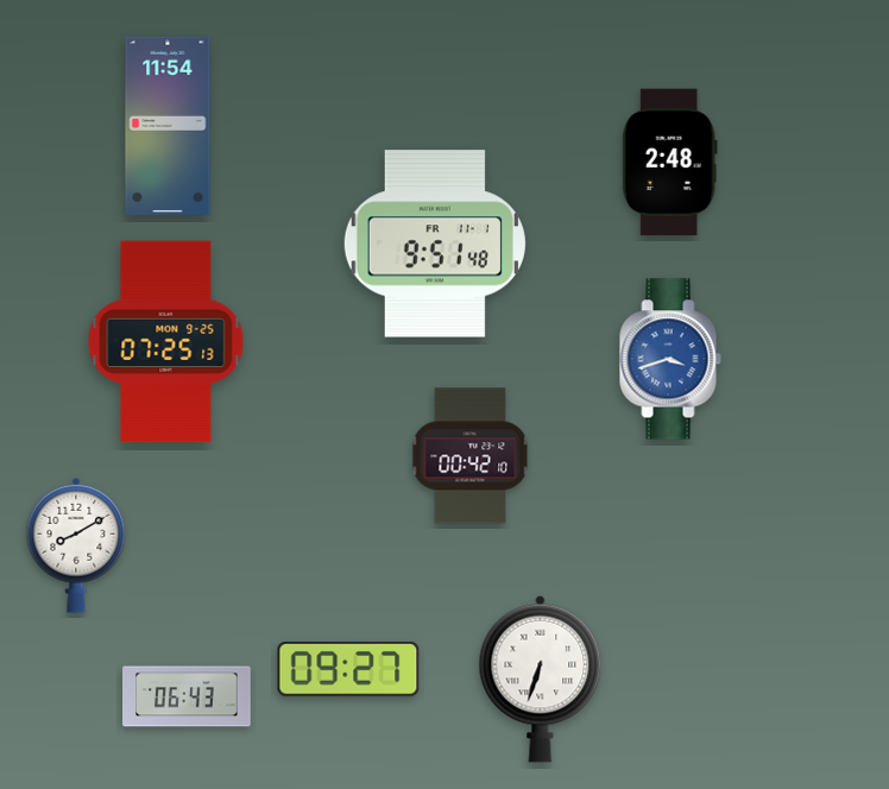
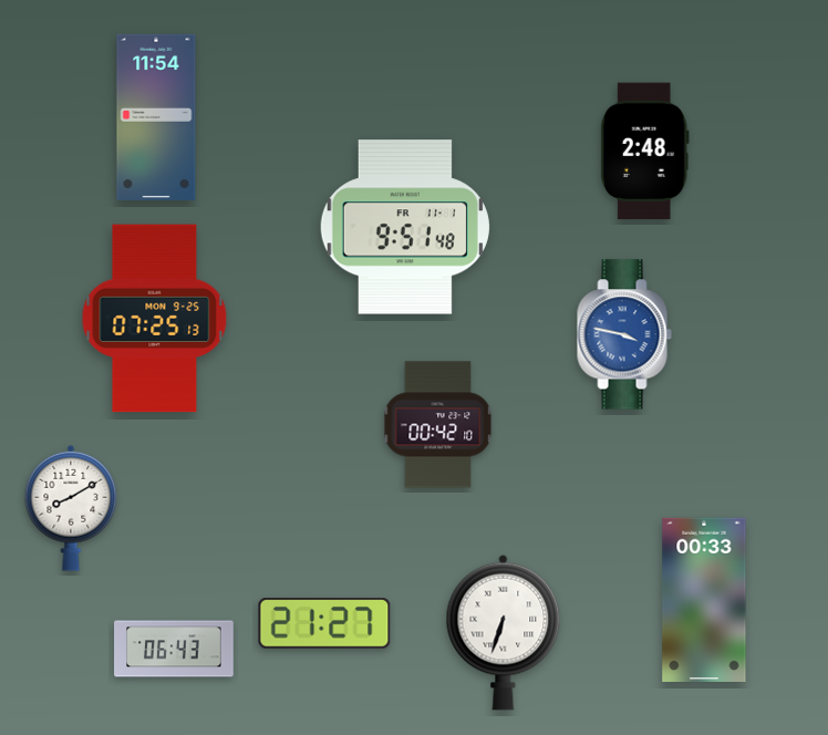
clock at (669, 163) position: (669, 163) -> (644, 152)
clock at (670, 359): 3:42 -> 3:47
clock at (704, 599): none -> 00:33
clock at (348, 670): 09:27 -> 21:27
